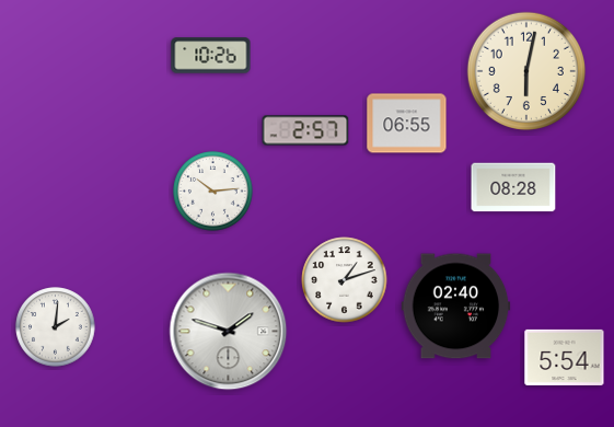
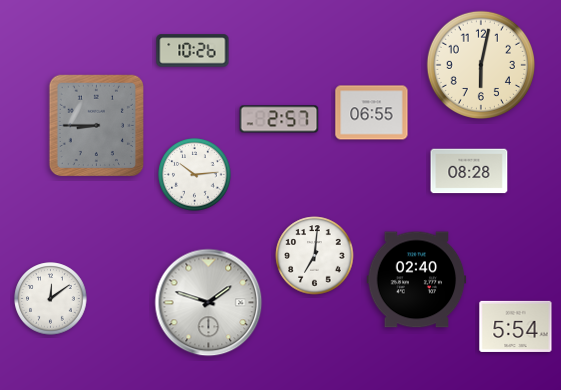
clock at (97, 126): none -> 8:45
clock at (345, 280): 1:12 -> 7:01
clock at (56, 327): 2:01 -> 12:09
